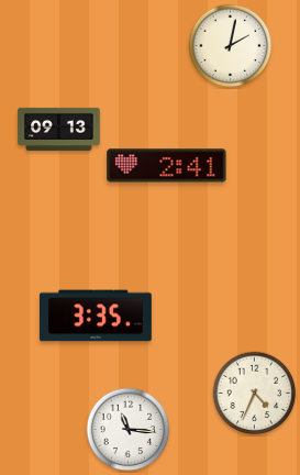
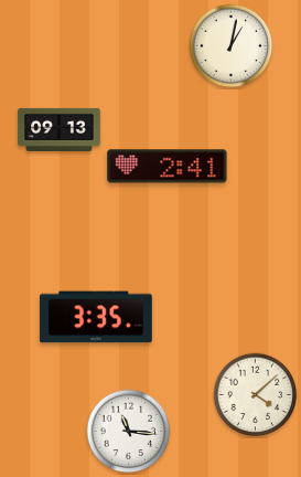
clock at (231, 46): 2:02 -> 1:02
clock at (255, 394): 4:34 -> 4:08
